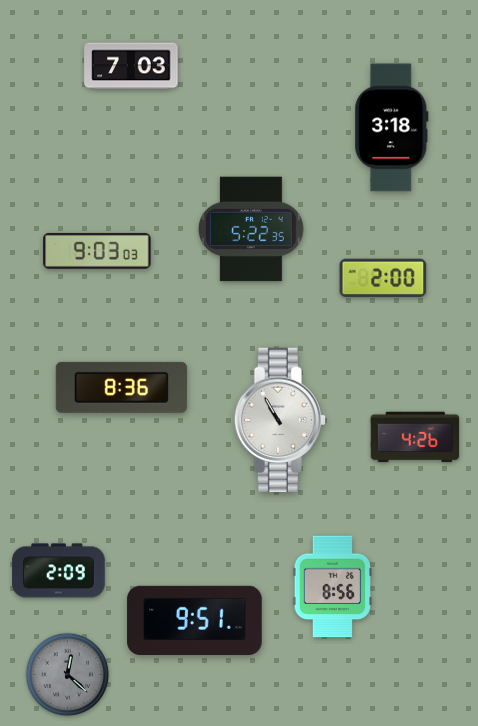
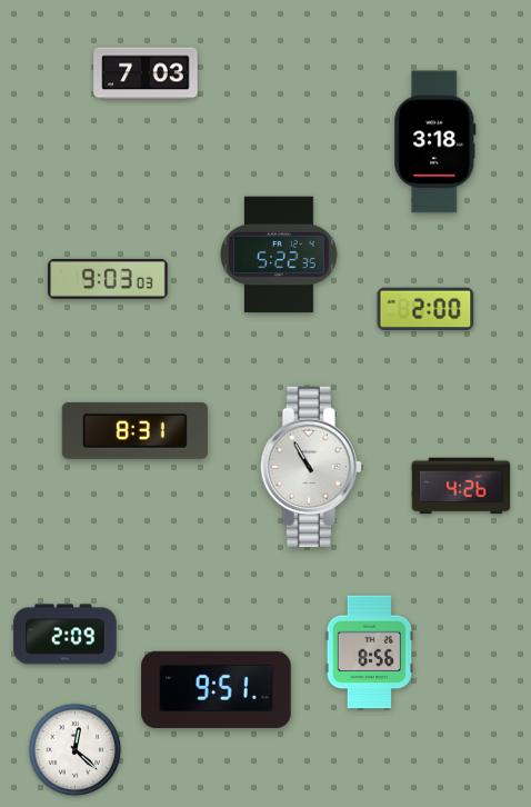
clock at (121, 387): 8:36 -> 8:31
clock at (68, 675) dial: grey -> white
